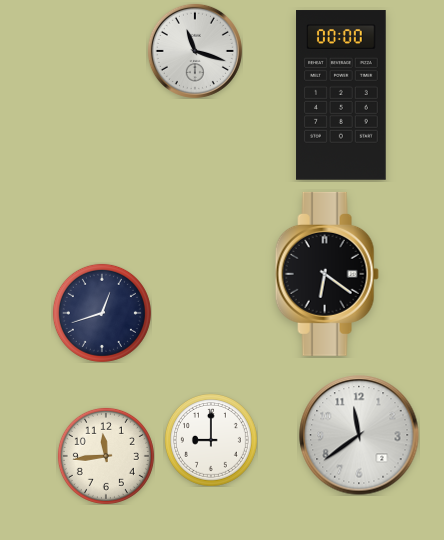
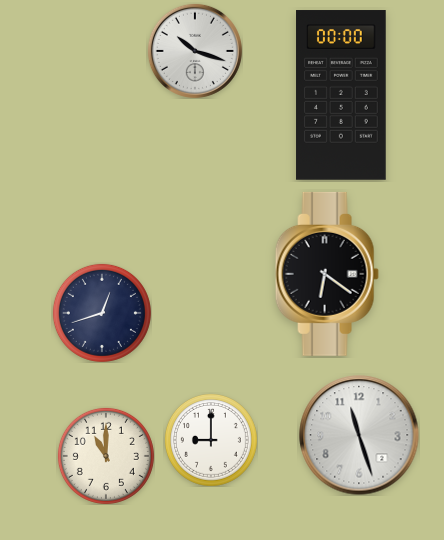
clock at (195, 51): 11:18 -> 10:18
clock at (359, 435): 11:39 -> 11:27
clock at (106, 456): 11:44 -> 11:00
